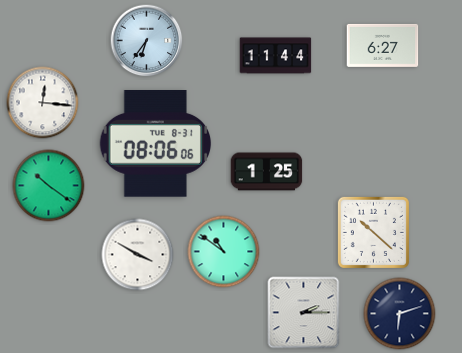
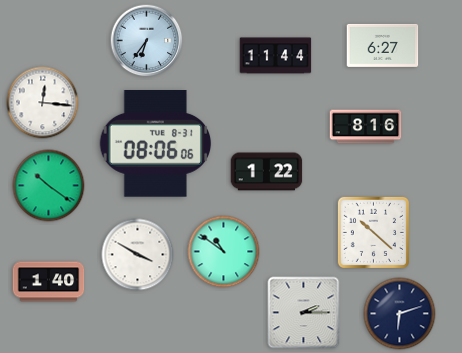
clock at (366, 127): none -> 8:16
clock at (267, 172): 1:25 -> 1:22
clock at (49, 282): none -> 1:40
